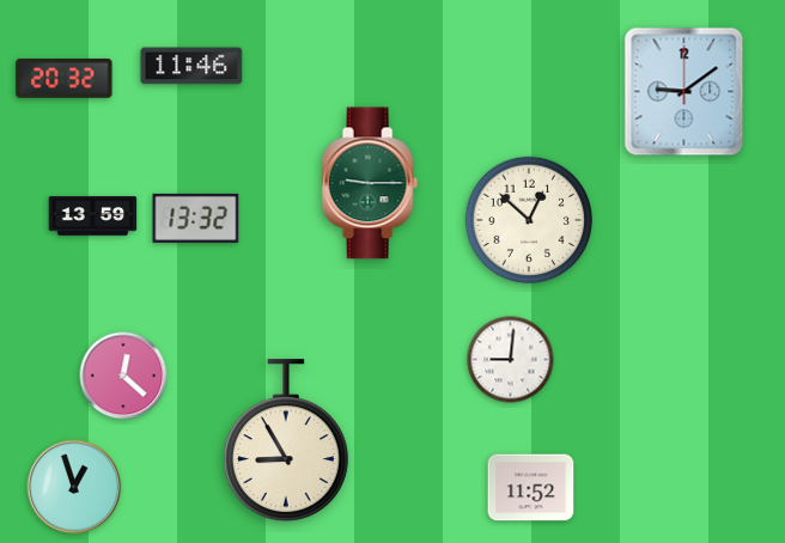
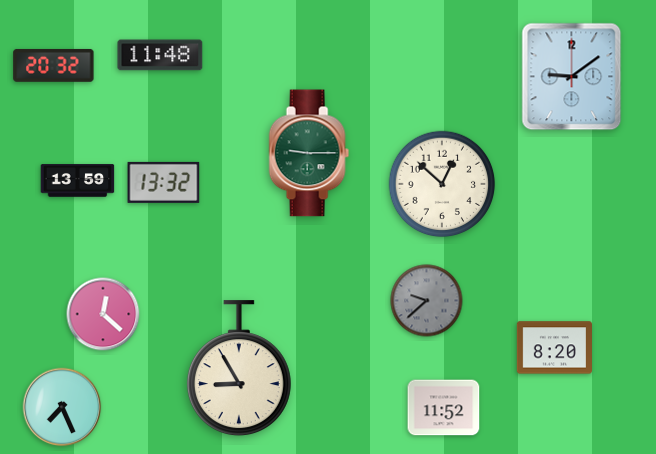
clock at (191, 66): 11:46 -> 11:48
clock at (511, 360): 9:01 -> 9:38
clock at (511, 360) dial: white -> grey
clock at (554, 348): none -> 8:20
clock at (74, 487): 12:57 -> 7:26
